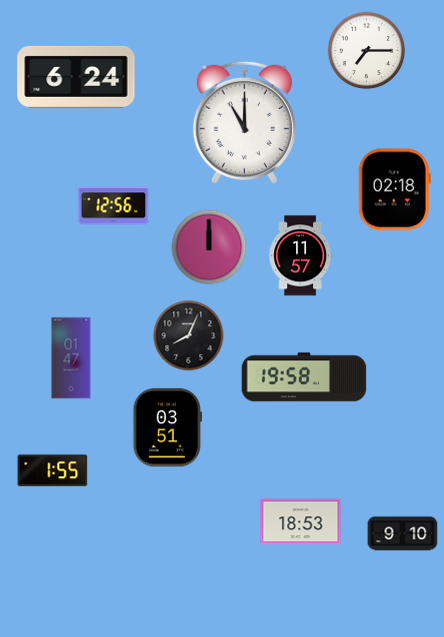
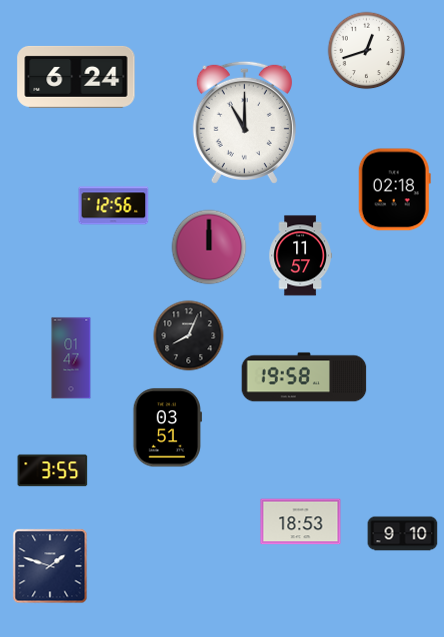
clock at (367, 51): 7:15 -> 12:42
clock at (53, 471): 1:55 -> 3:55
clock at (50, 566): none -> 1:48
